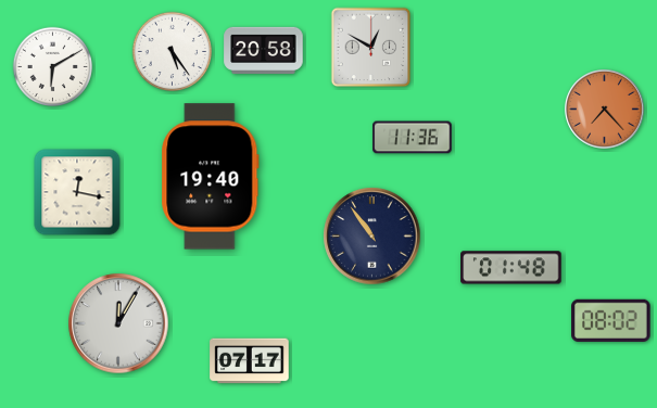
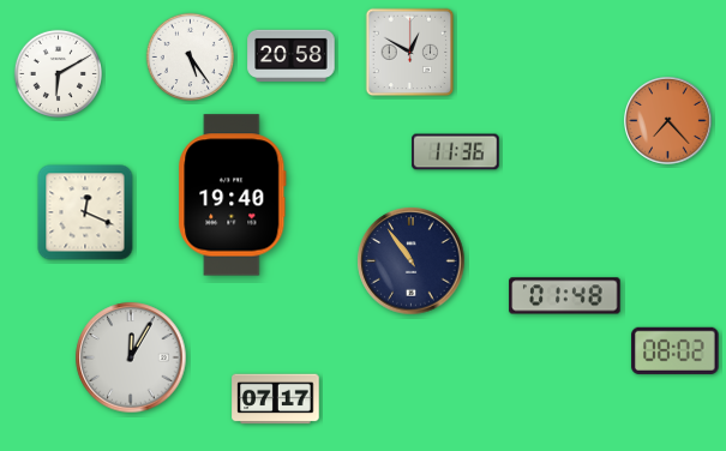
clock at (77, 192): 12:17 -> 12:19
clock at (611, 320) position: (611, 320) -> (676, 350)
